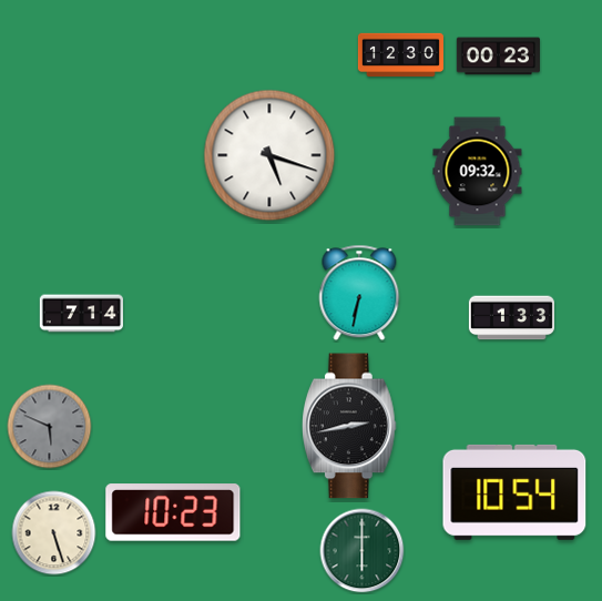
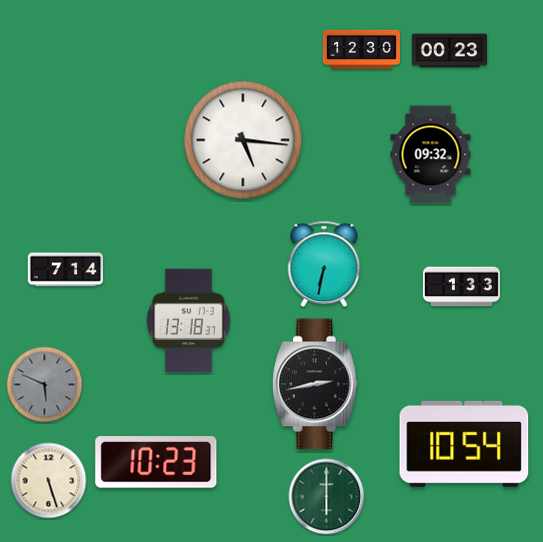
clock at (269, 155): 5:18 -> 5:16
clock at (81, 314) position: (81, 314) -> (65, 270)
clock at (189, 321): none -> 13:18
